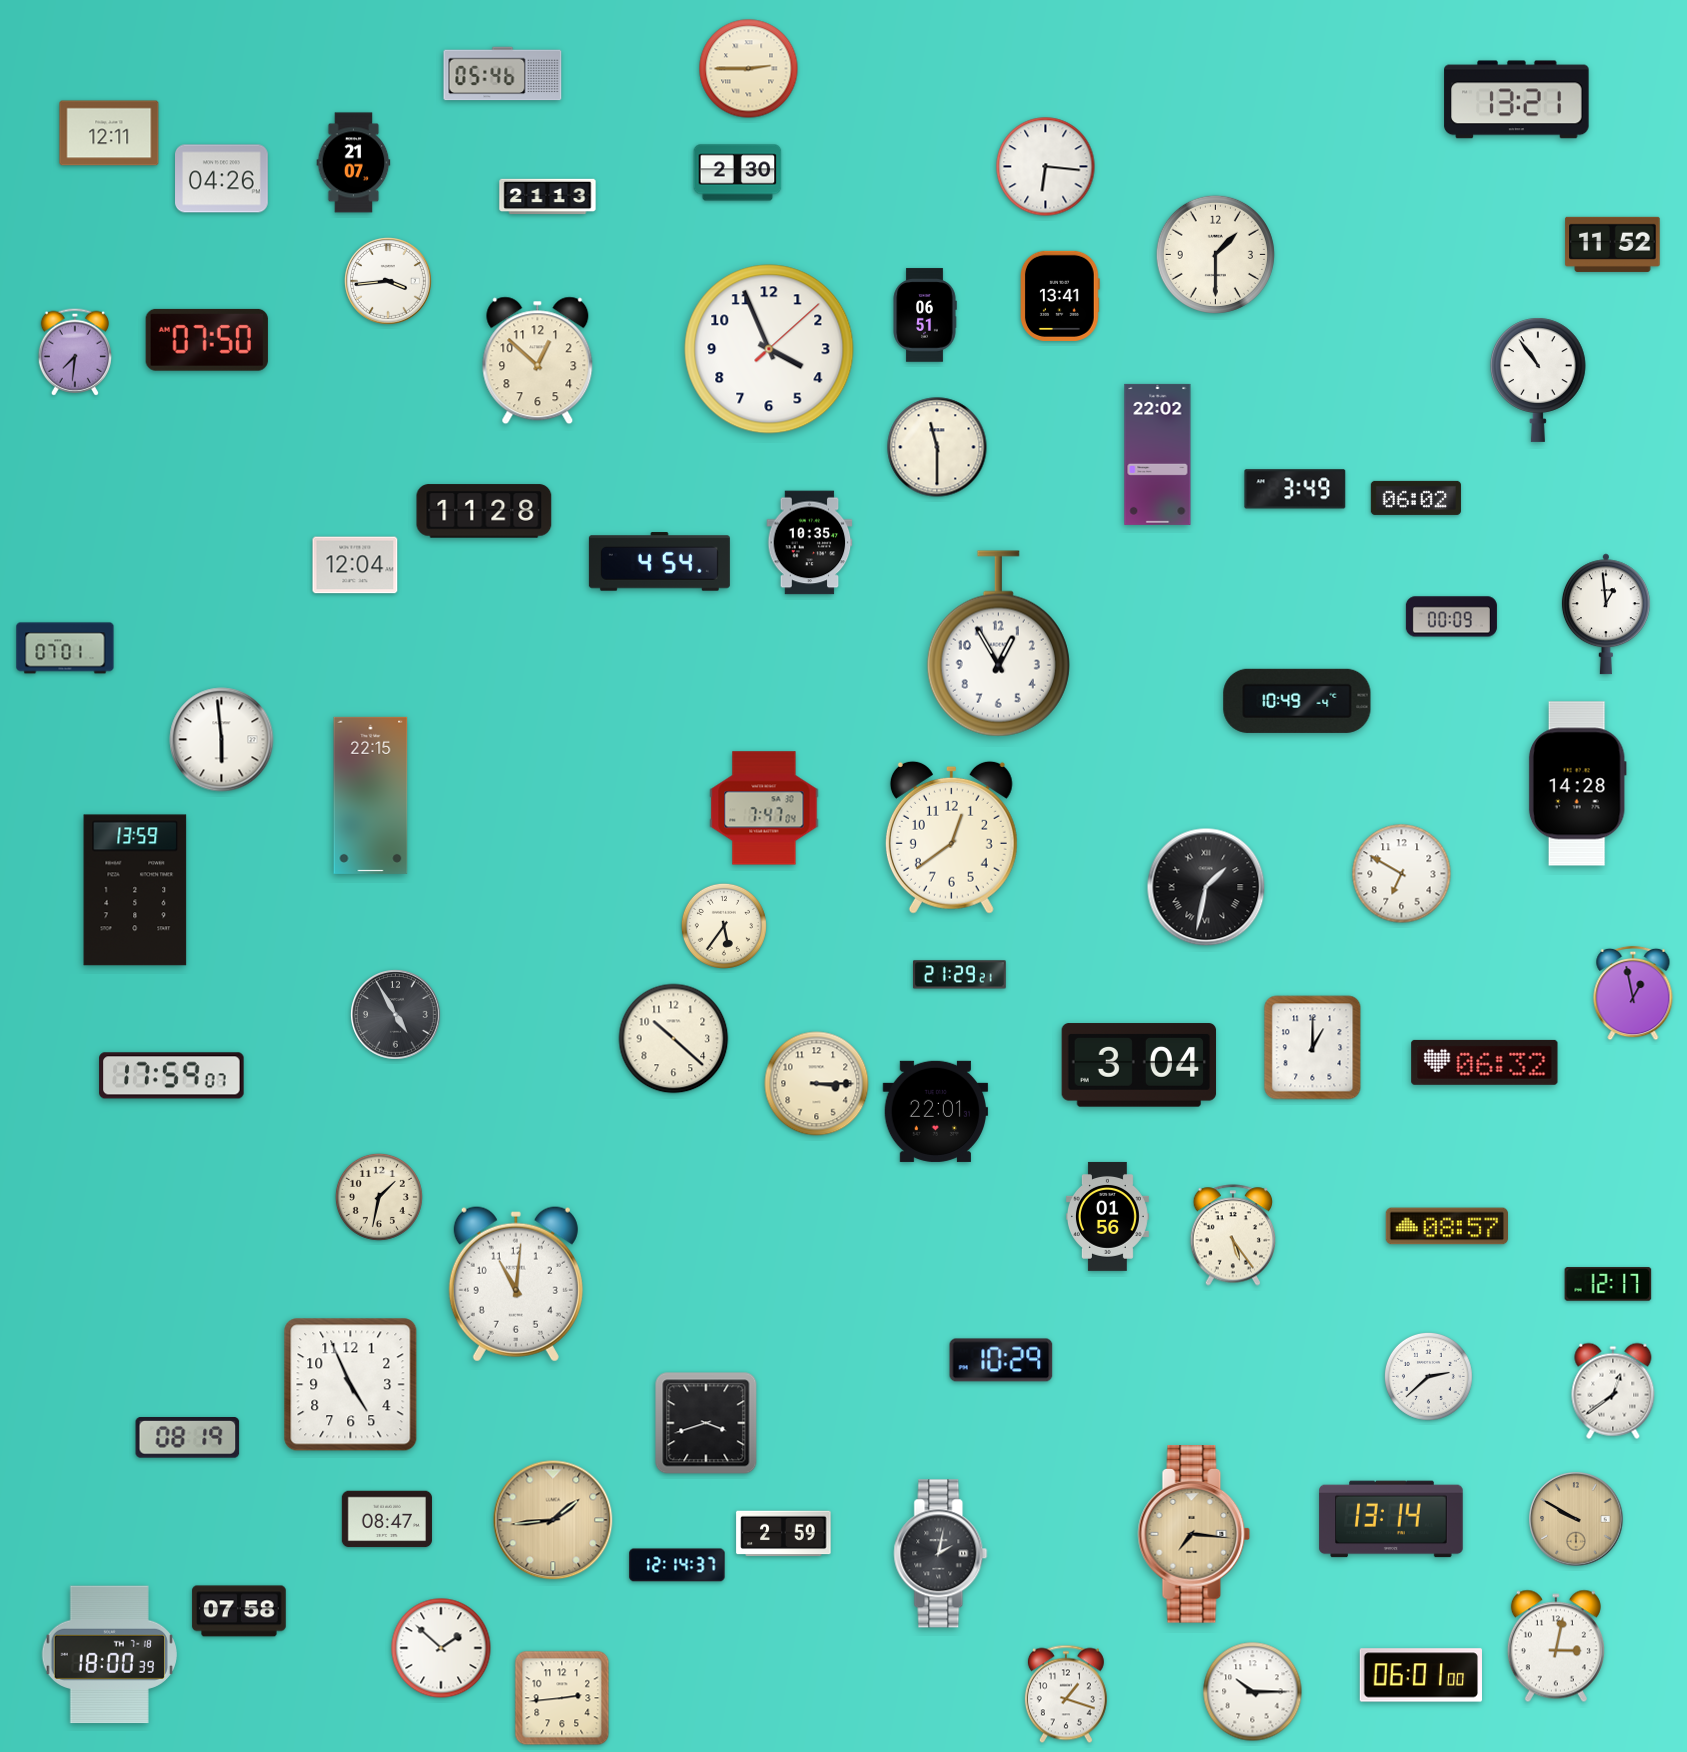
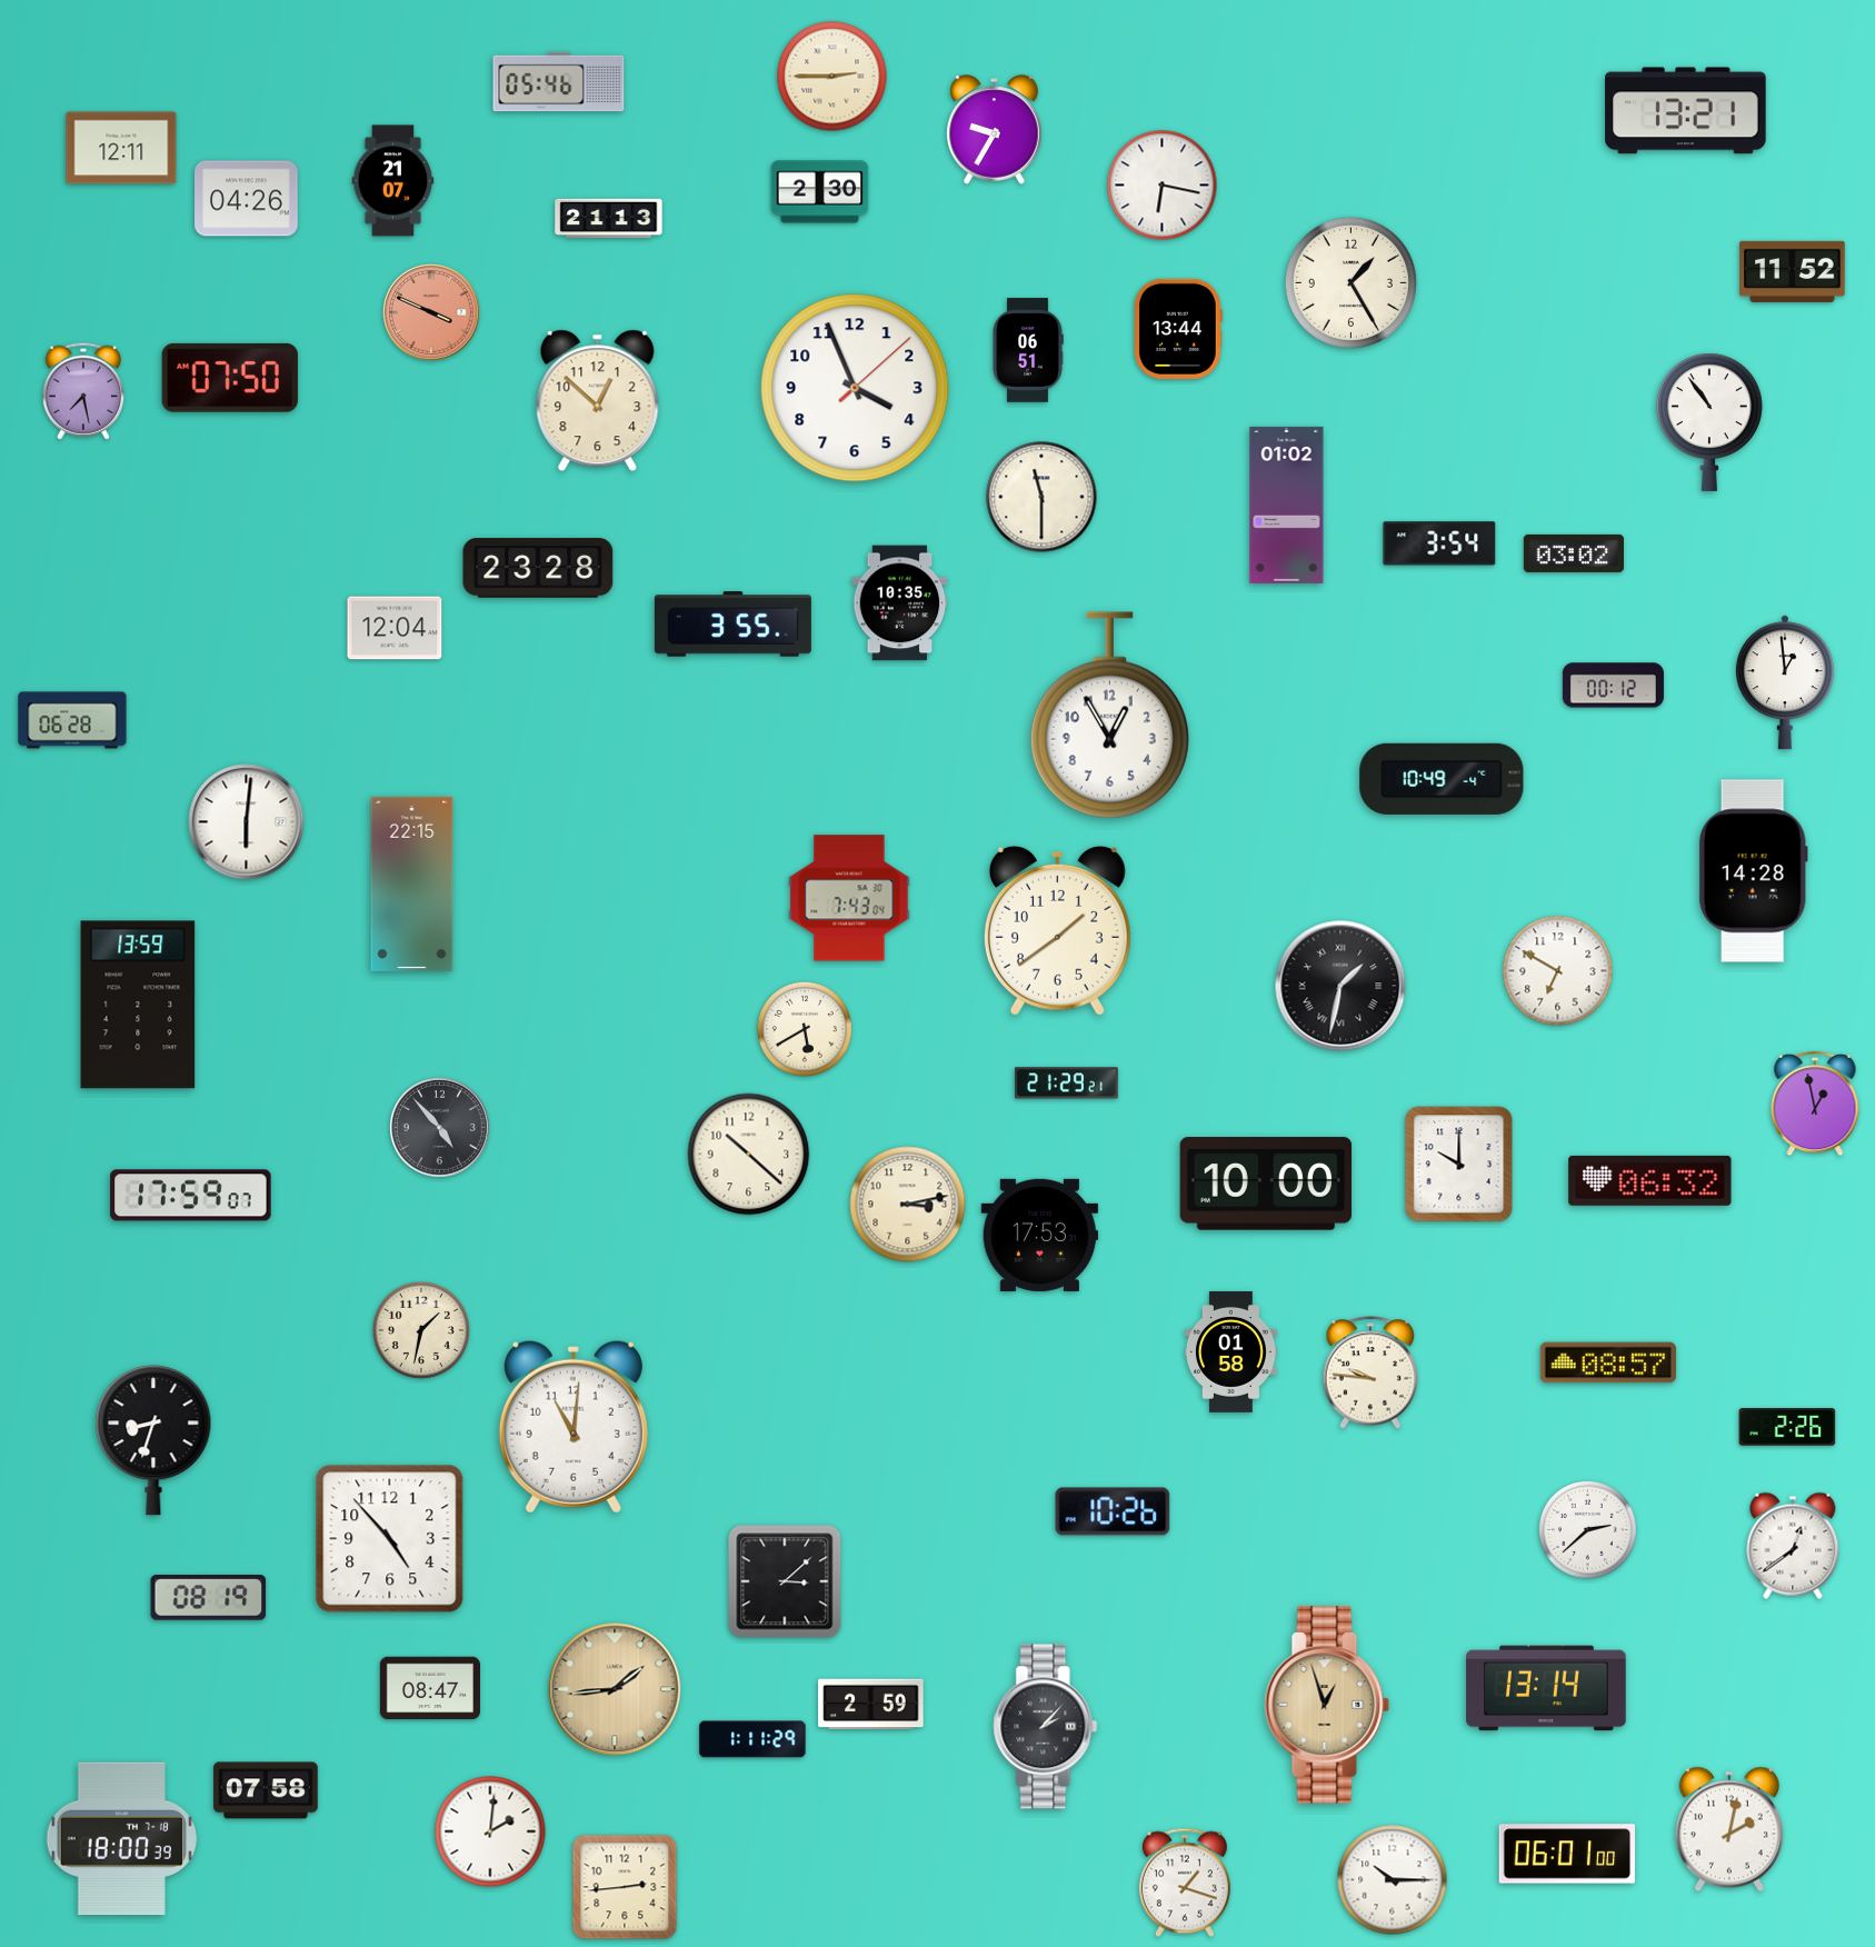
clock at (995, 130): none -> 9:35
clock at (1046, 167): 6:16 -> 6:17
clock at (1215, 254): 1:30 -> 1:25
clock at (388, 281): 3:44 -> 3:49
clock at (388, 281) dial: white -> salmon
clock at (1061, 296): 13:41 -> 13:44
clock at (75, 352): 7:31 -> 7:28
clock at (1158, 454): 22:02 -> 01:02
clock at (1295, 489): 3:49 -> 3:54
clock at (1416, 498): 06:02 -> 03:02
clock at (484, 511): 11:28 -> 23:28
clock at (659, 562): 4:54 -> 3:55
clock at (1451, 617): 00:09 -> 00:12
clock at (65, 648): 07:01 -> 06:28
clock at (222, 740): 5:59 -> 6:01
clock at (764, 808): 7:47 -> 7:43
clock at (951, 837): 12:39 -> 1:39
clock at (135, 890) position: (135, 890) -> (138, 1005)
clock at (724, 926): 5:36 -> 5:40
clock at (396, 1015): 4:55 -> 4:53
clock at (1313, 1048): 1:00 -> 10:00
clock at (1139, 1065): 3:04 -> 10:00
clock at (817, 1084): 3:15 -> 3:13
clock at (936, 1111): 22:01 -> 17:53
clock at (1107, 1217): 01:56 -> 01:58
clock at (1233, 1235): 5:24 -> 9:46
clock at (1608, 1284): 12:17 -> 2:26
clock at (153, 1440): none -> 8:33
clock at (1001, 1360): 10:29 -> 10:26
clock at (351, 1385): 4:56 -> 4:53
clock at (706, 1423): 3:42 -> 3:08
clock at (1576, 1519): 9:50 -> none
clock at (1194, 1534): 7:16 -> 12:57
clock at (941, 1554): 2:02 -> 2:07
clock at (677, 1565): 12:14 -> 1:11
clock at (1556, 1646): 3:02 -> 2:02
clock at (441, 1648): 1:52 -> 2:01
clock at (1421, 1675) position: (1421, 1675) -> (1567, 1854)
